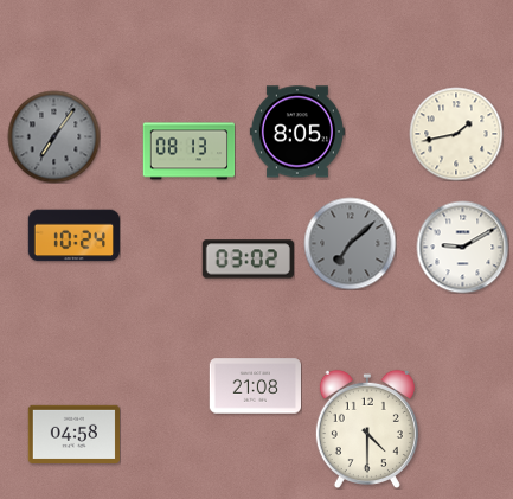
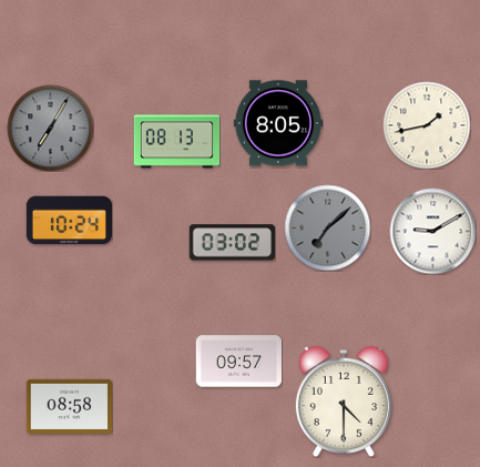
clock at (53, 136): 7:06 -> 7:05
clock at (255, 386): 21:08 -> 09:57
clock at (73, 434): 04:58 -> 08:58
